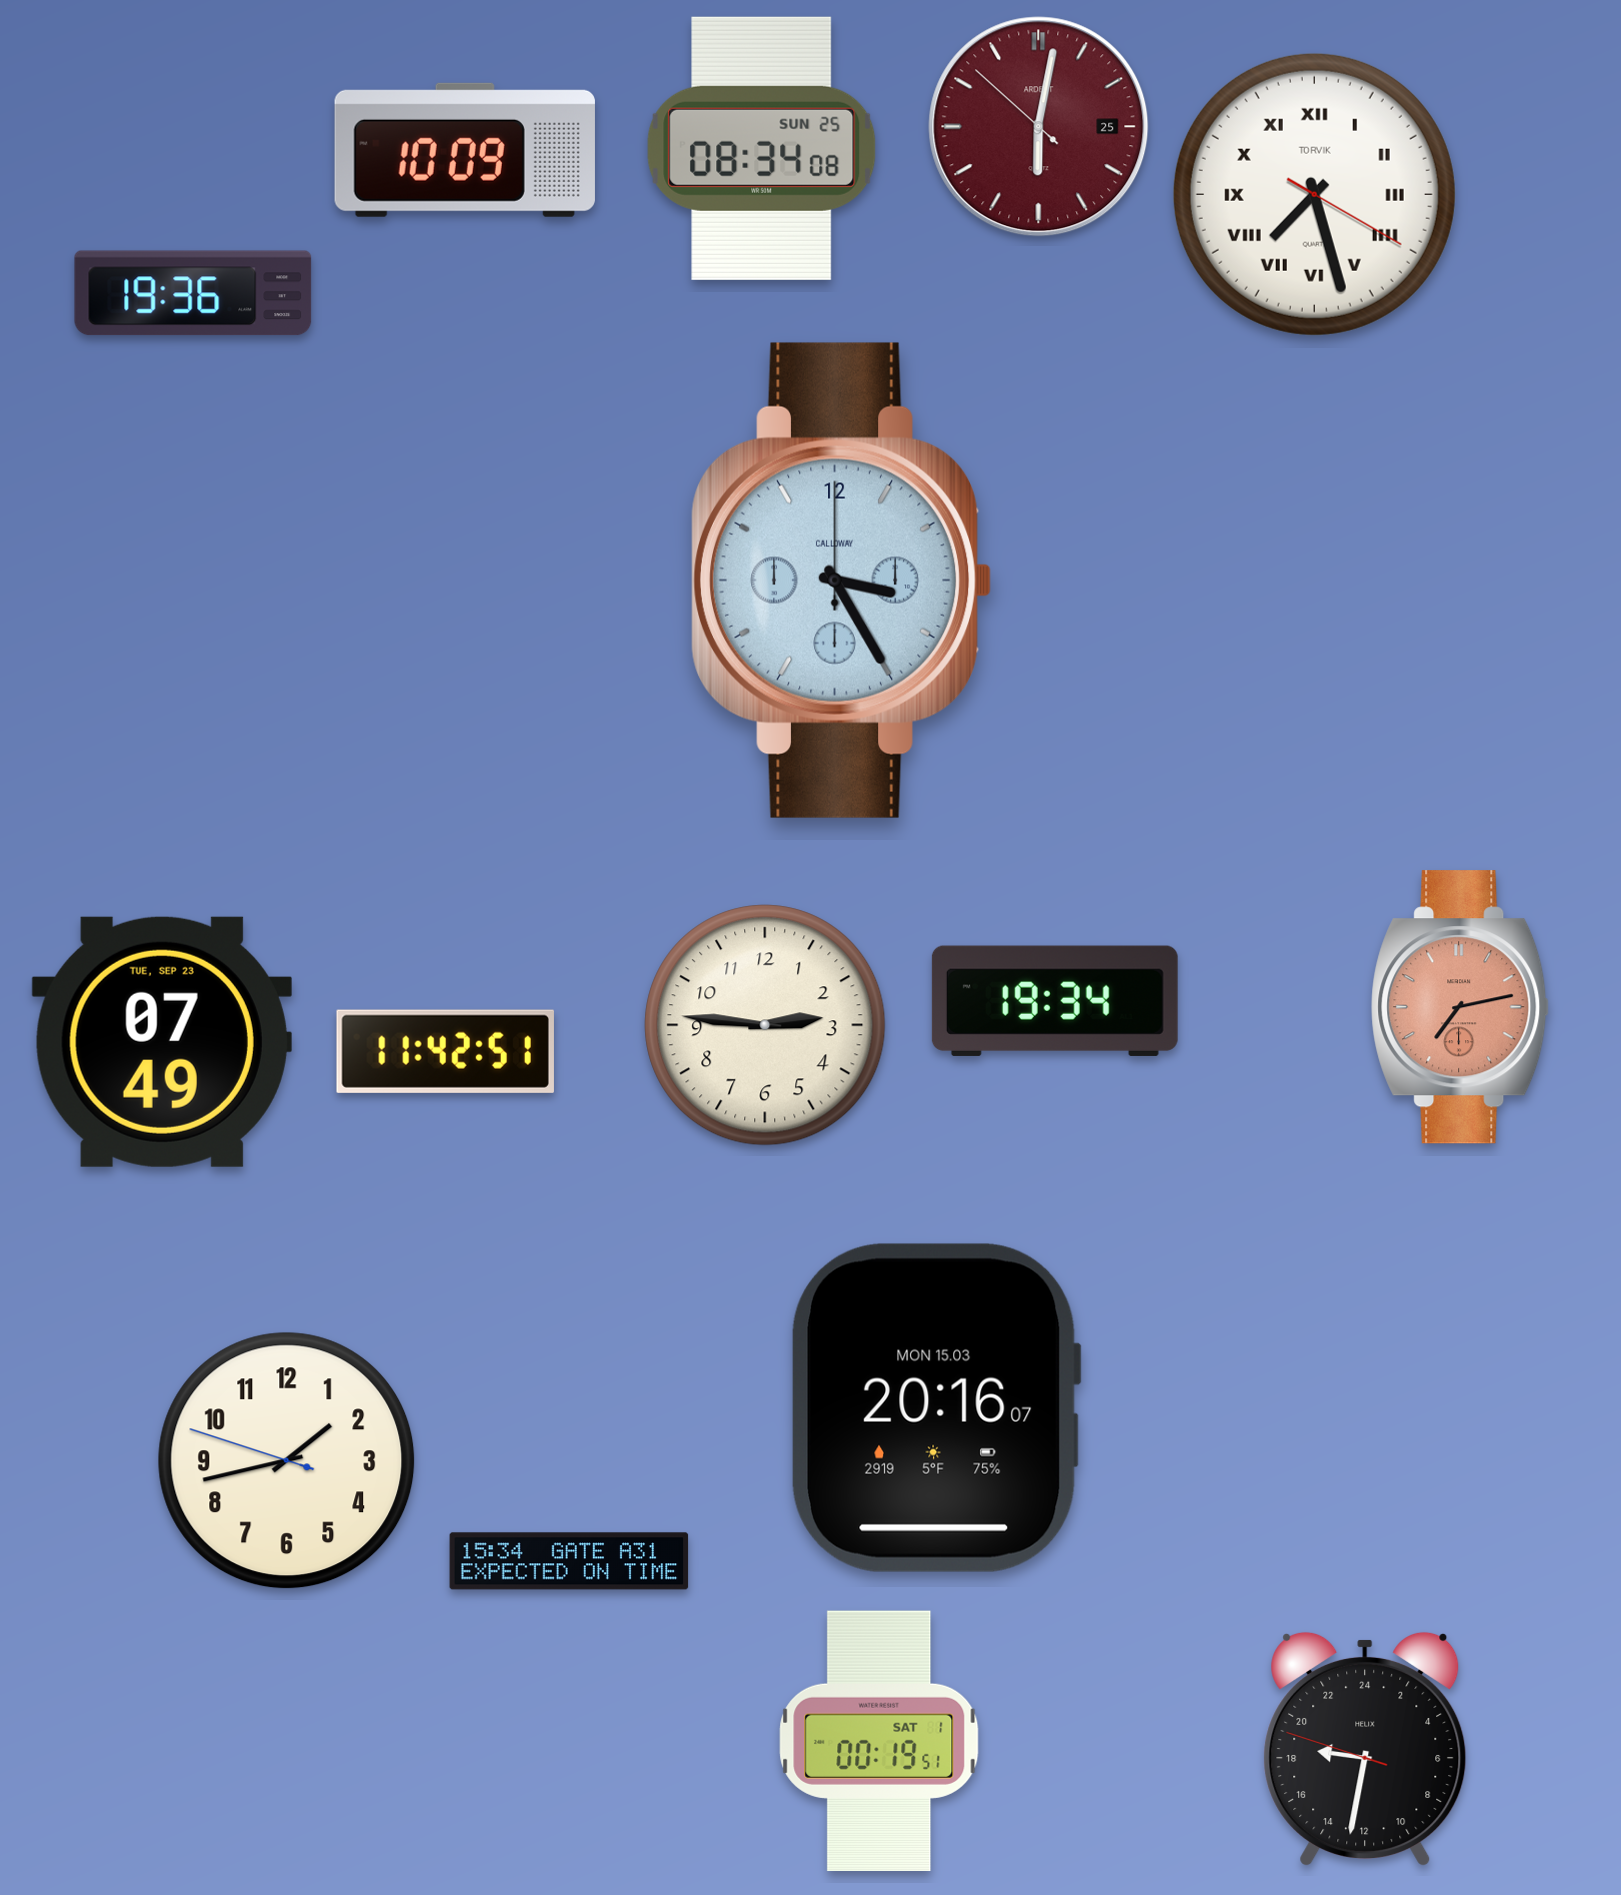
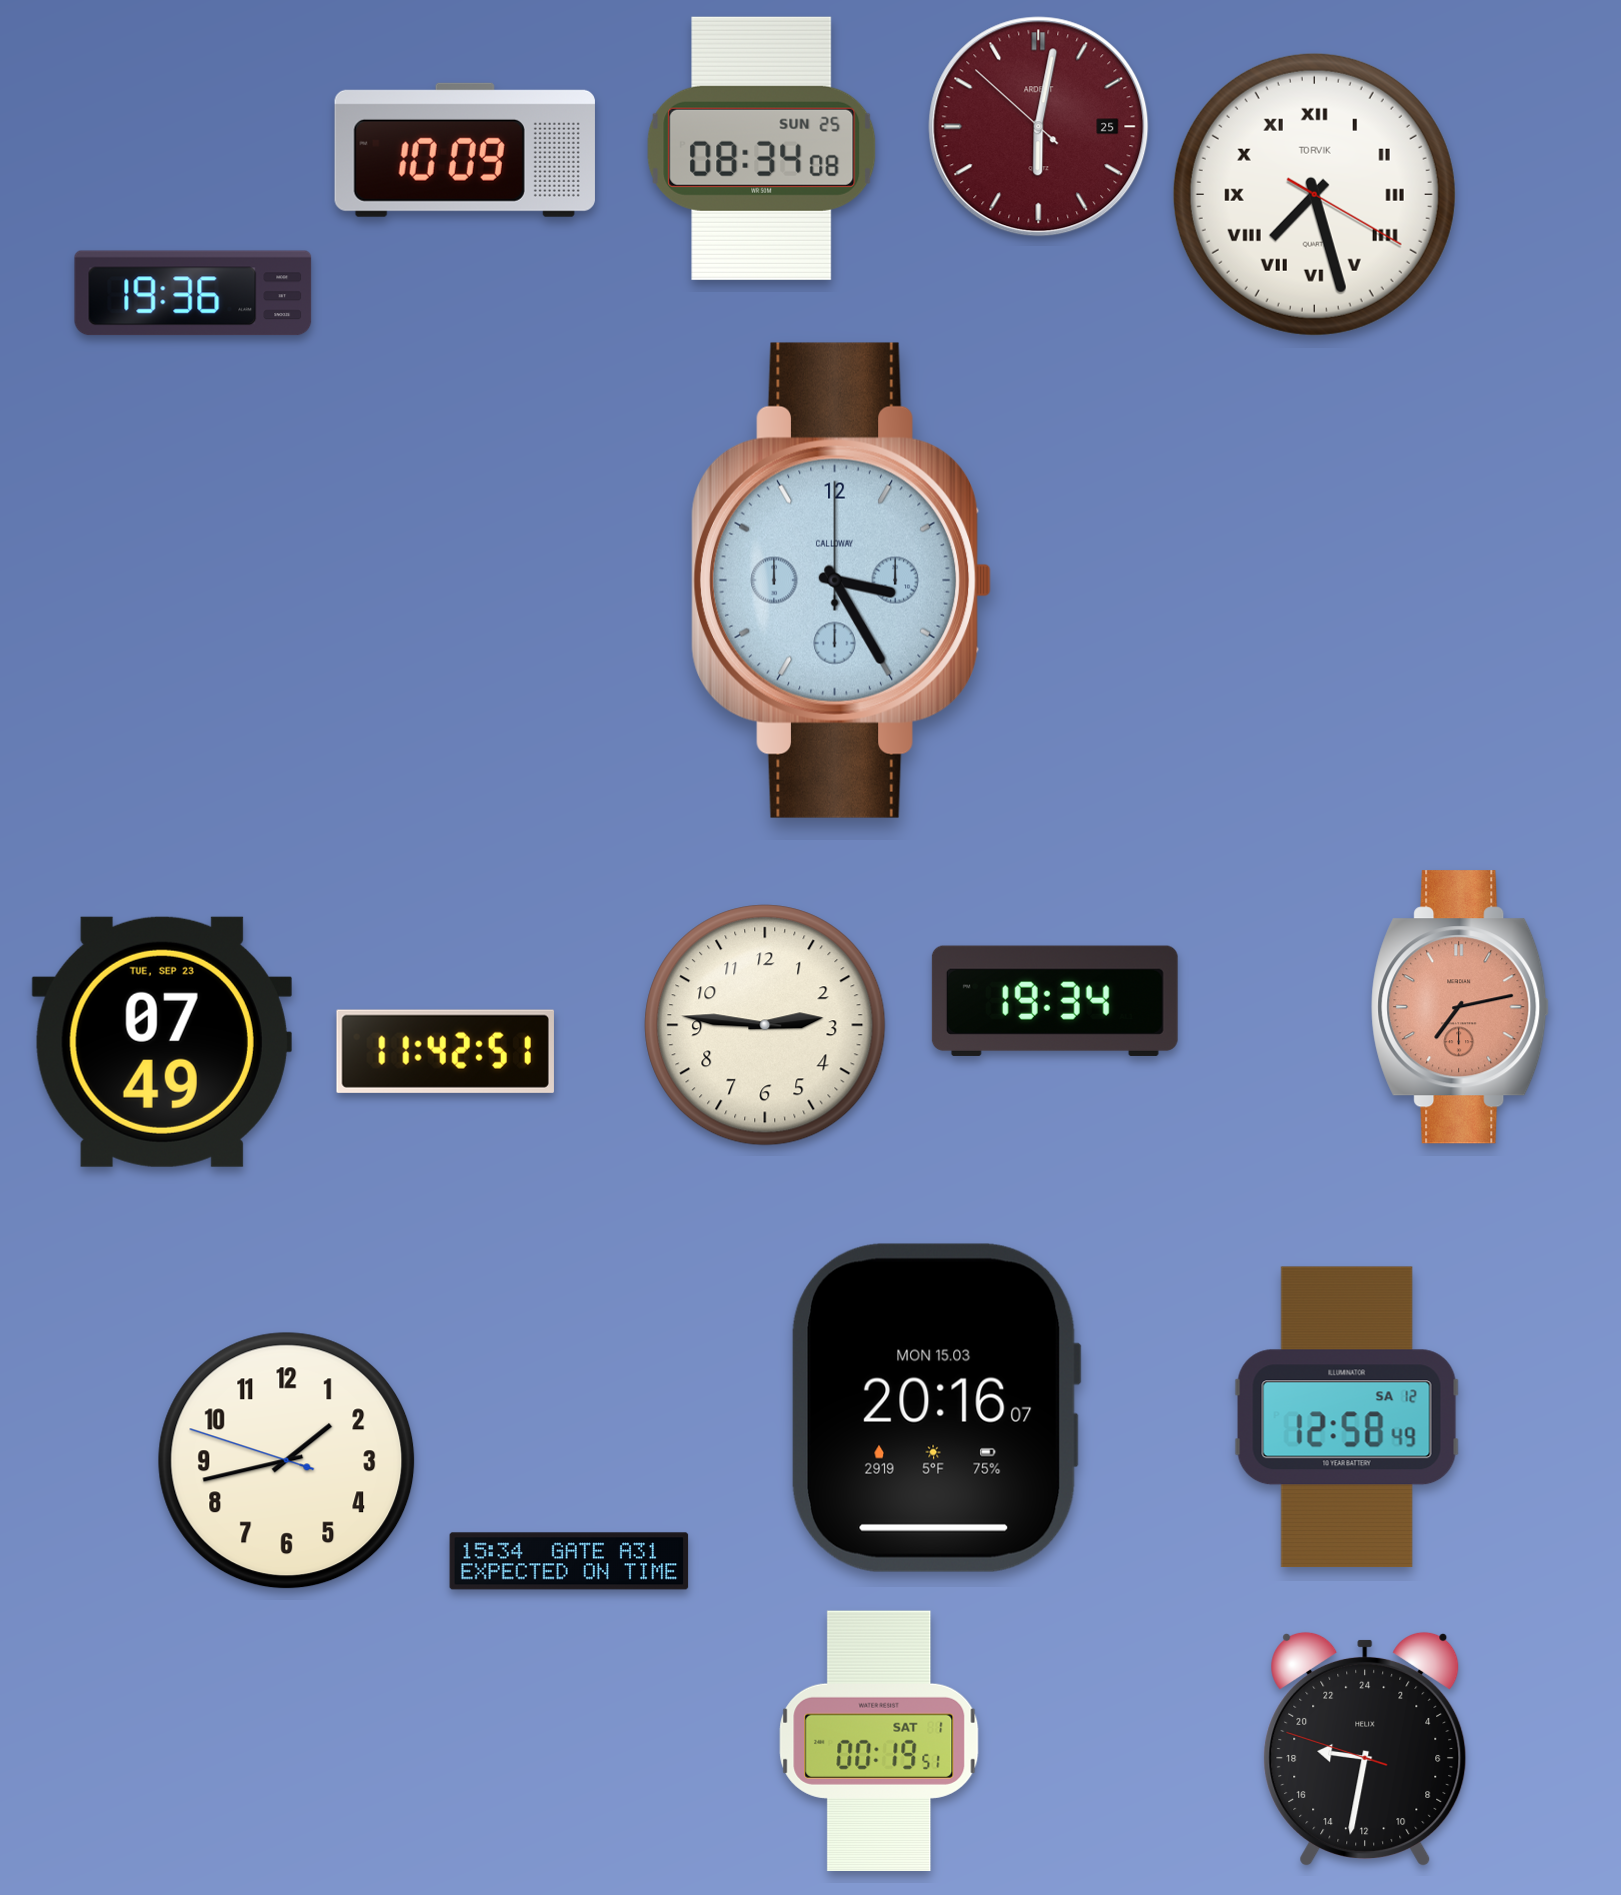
clock at (1347, 1417): none -> 12:58
